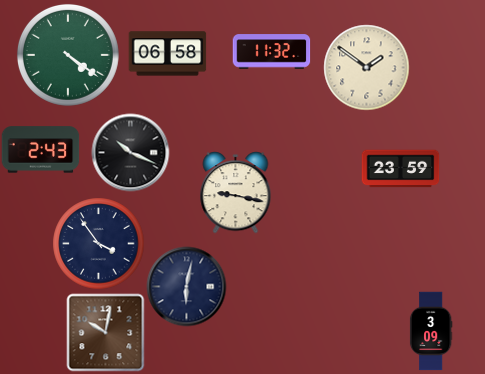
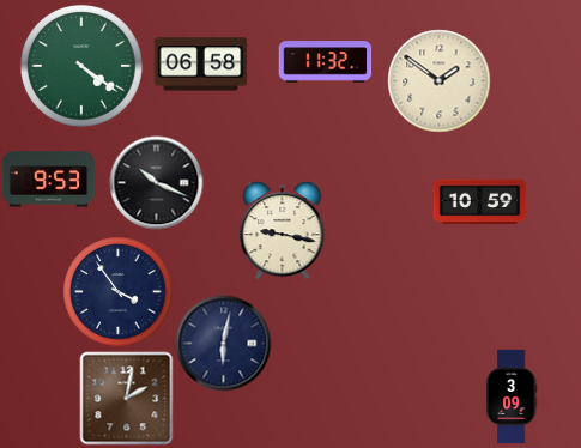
clock at (40, 150): 2:43 -> 9:53
clock at (400, 169): 23:59 -> 10:59
clock at (431, 331) position: (431, 331) -> (512, 396)
clock at (105, 332): 10:02 -> 2:02
